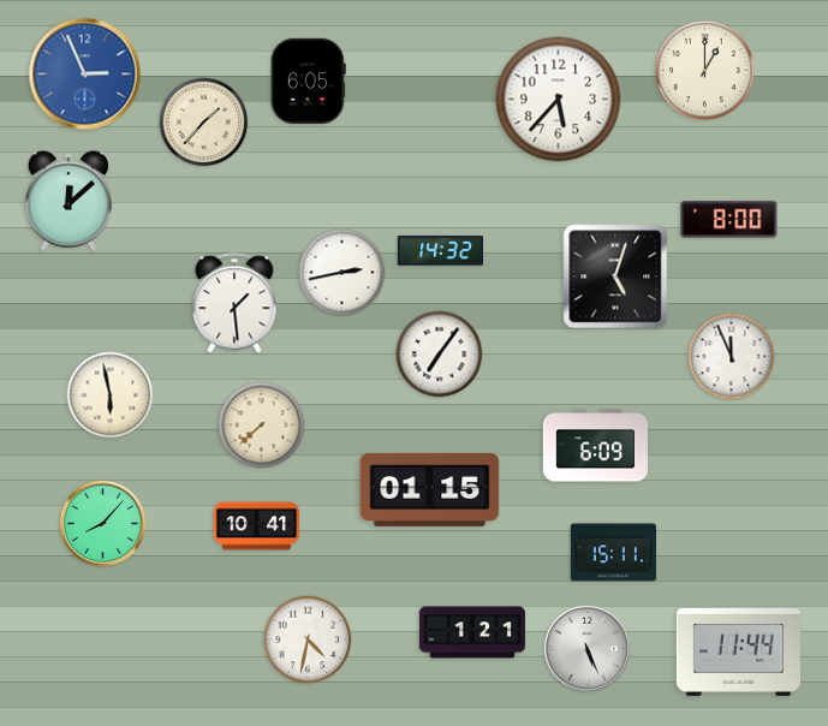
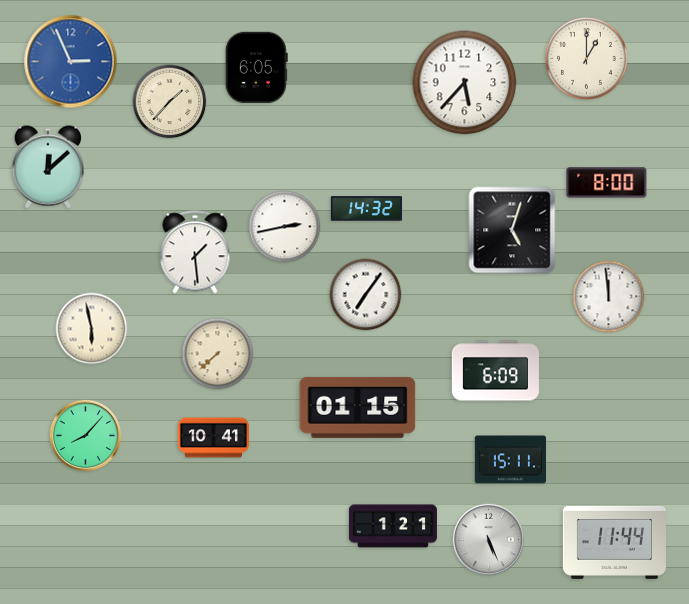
clock at (68, 201) position: (68, 201) -> (48, 167)
clock at (732, 357): 11:56 -> 11:59
clock at (308, 639): 4:32 -> none
